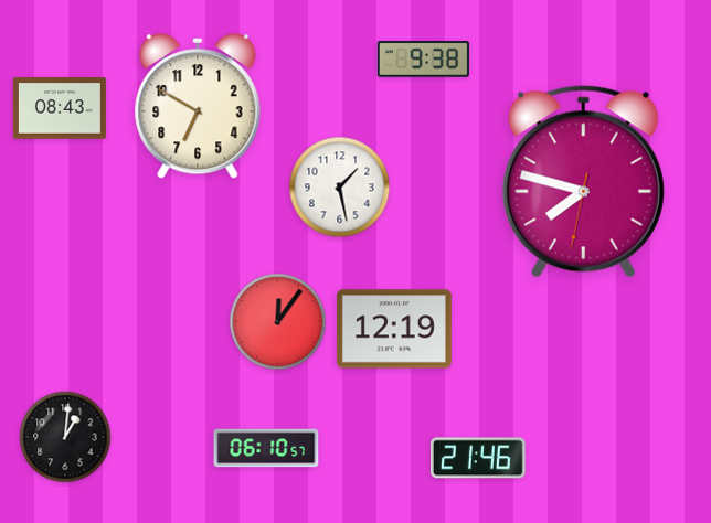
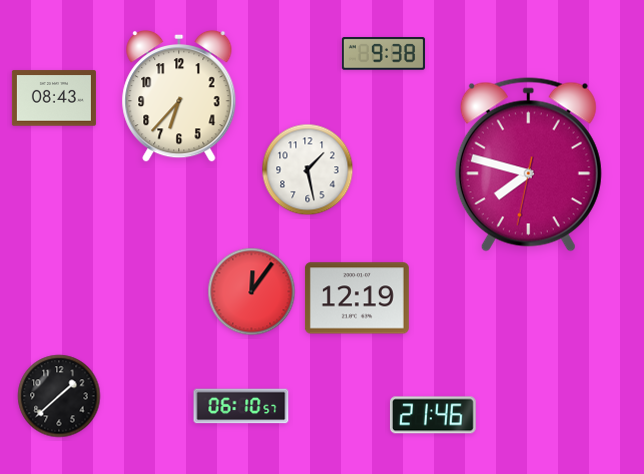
clock at (198, 106): 6:50 -> 6:37
clock at (65, 437): 1:01 -> 1:38
